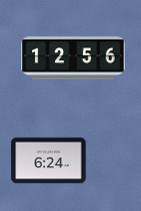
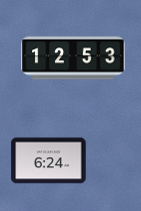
clock at (73, 58): 12:56 -> 12:53
